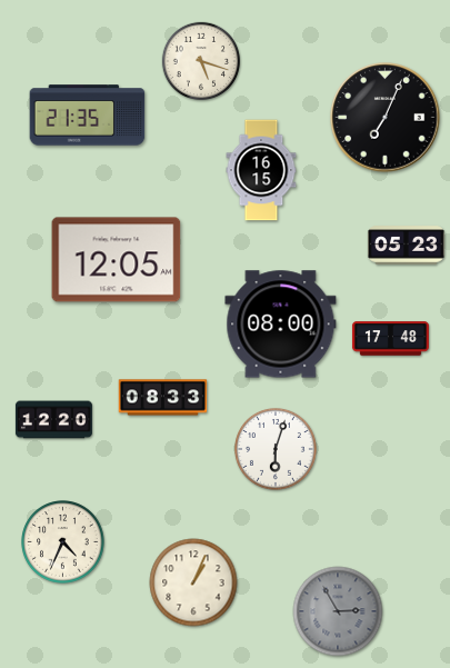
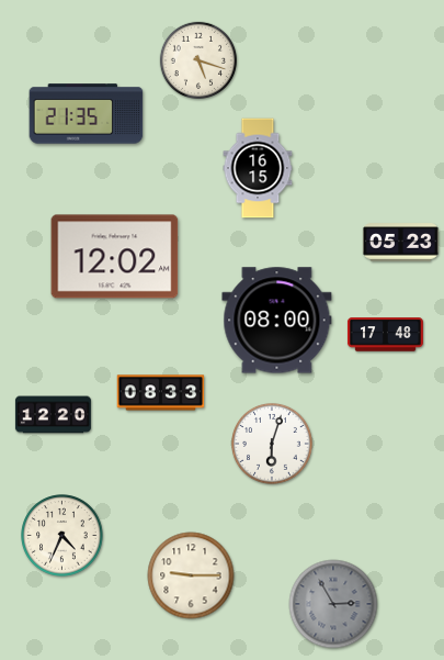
clock at (386, 118): 7:04 -> none
clock at (117, 260): 12:05 -> 12:02
clock at (193, 582): 1:04 -> 9:15
